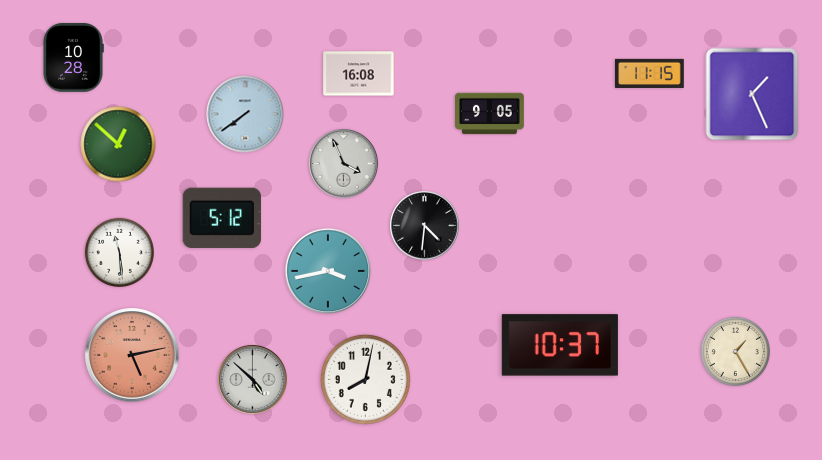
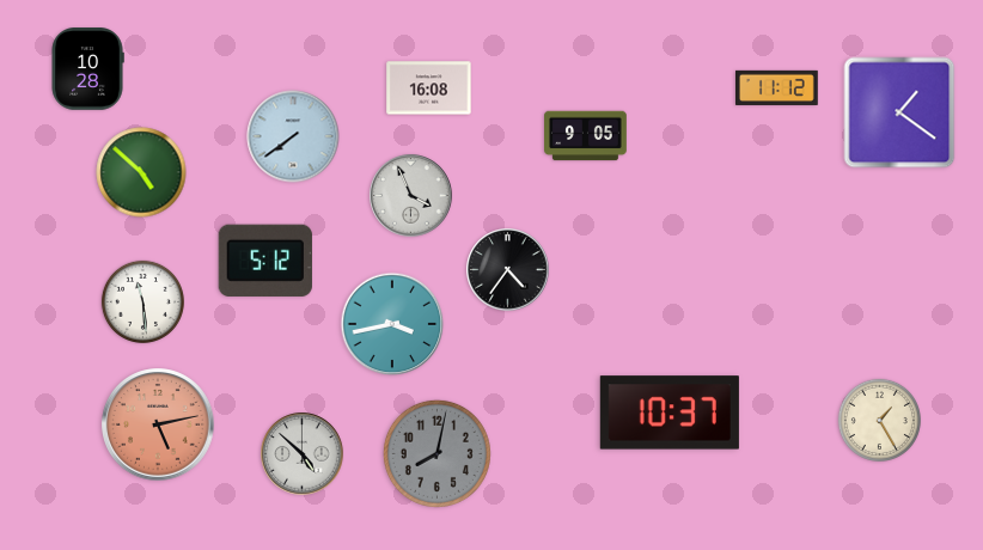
clock at (650, 73): 11:15 -> 11:12
clock at (752, 94): 1:26 -> 1:21
clock at (118, 144): 12:52 -> 4:52
clock at (425, 226): 4:31 -> 4:36
clock at (365, 379) dial: white -> grey
